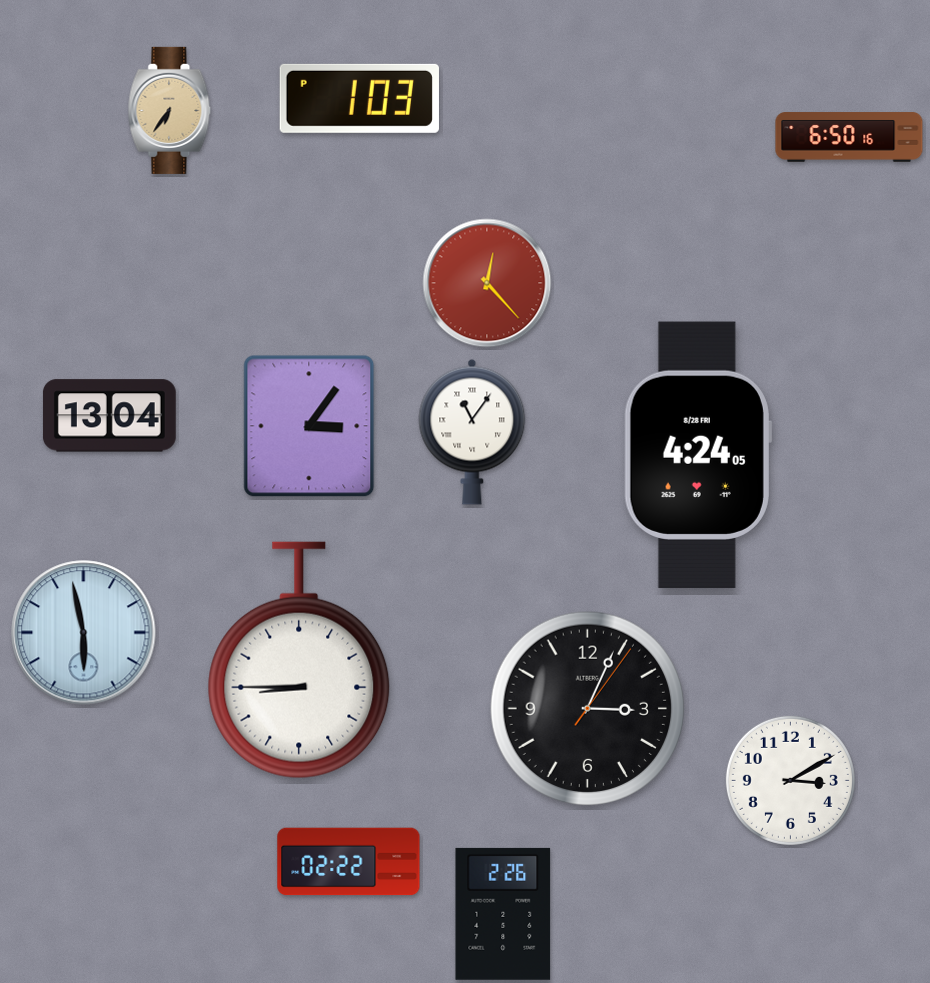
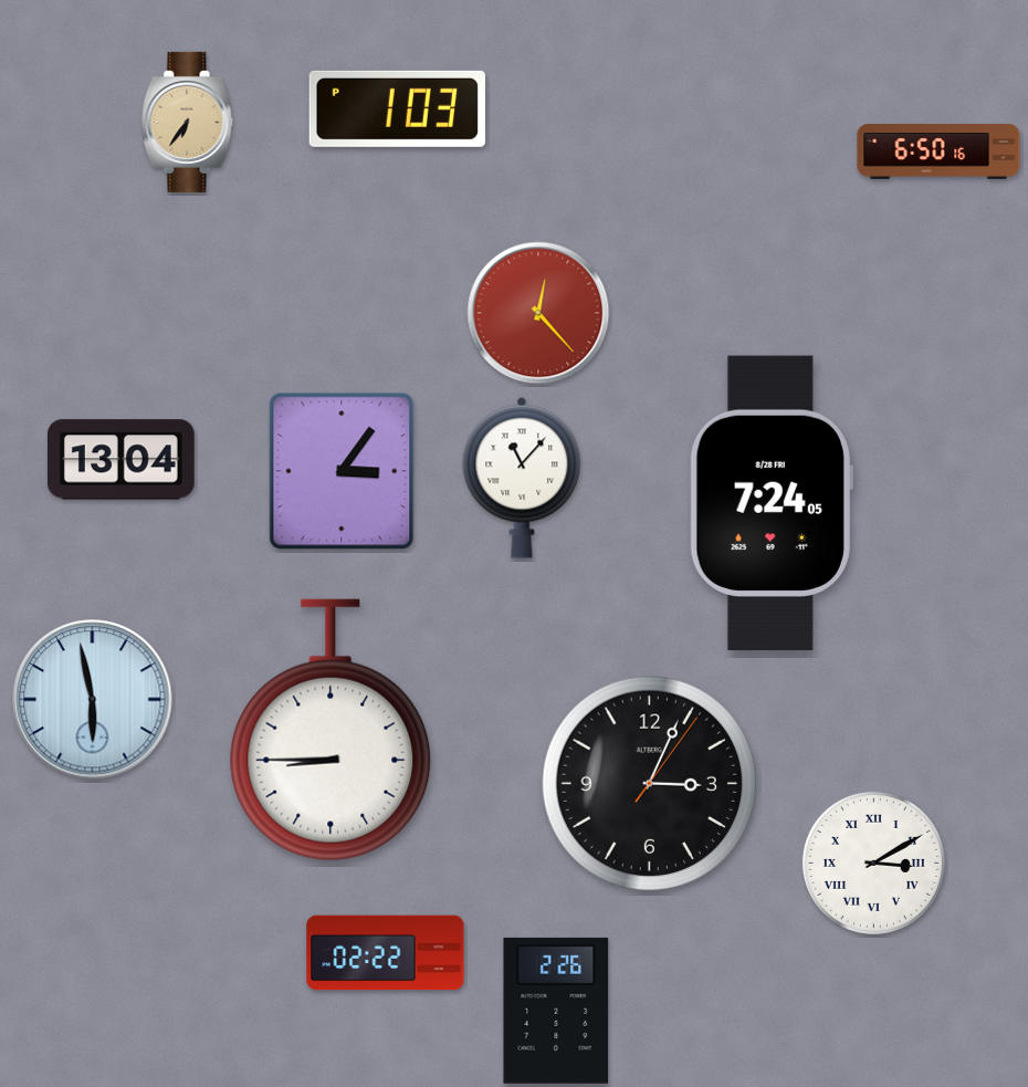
clock at (472, 432): 11:06 -> 11:07
clock at (698, 455): 4:24 -> 7:24
clock at (790, 780) numerals: Arabic -> Roman
